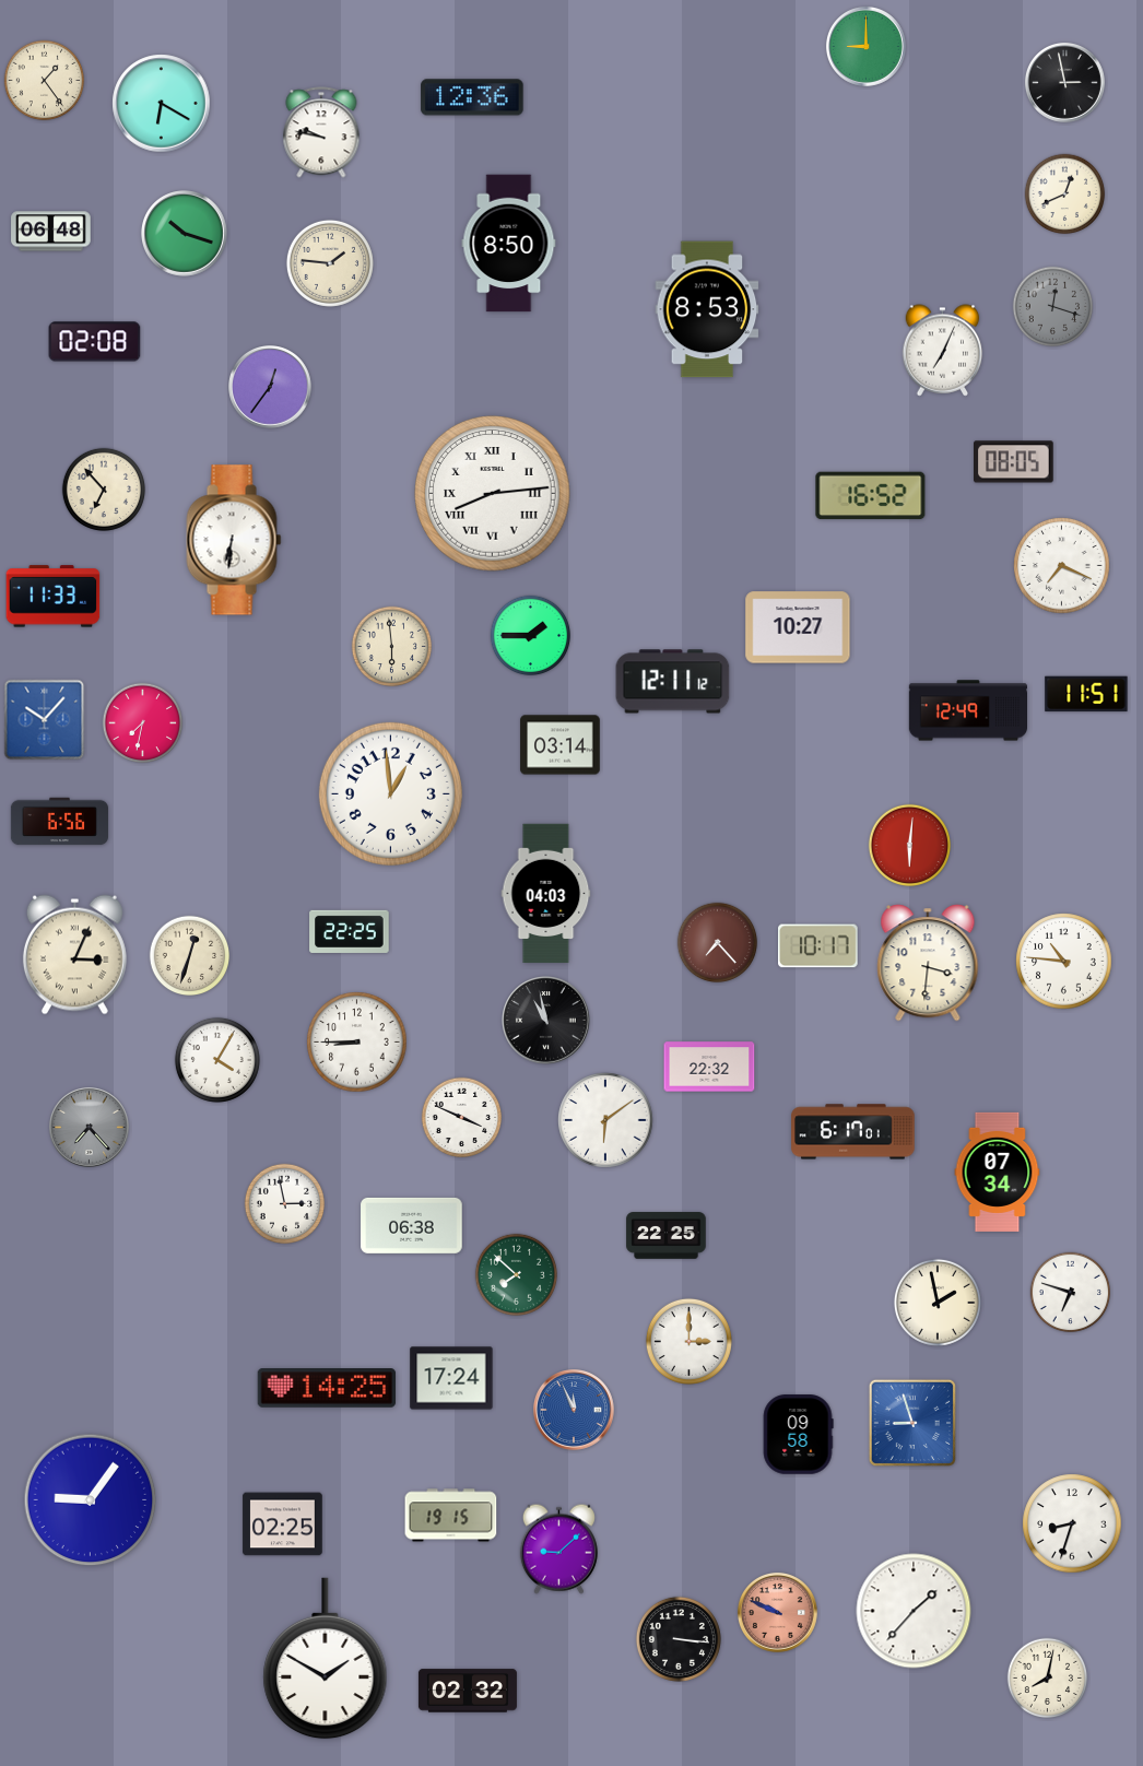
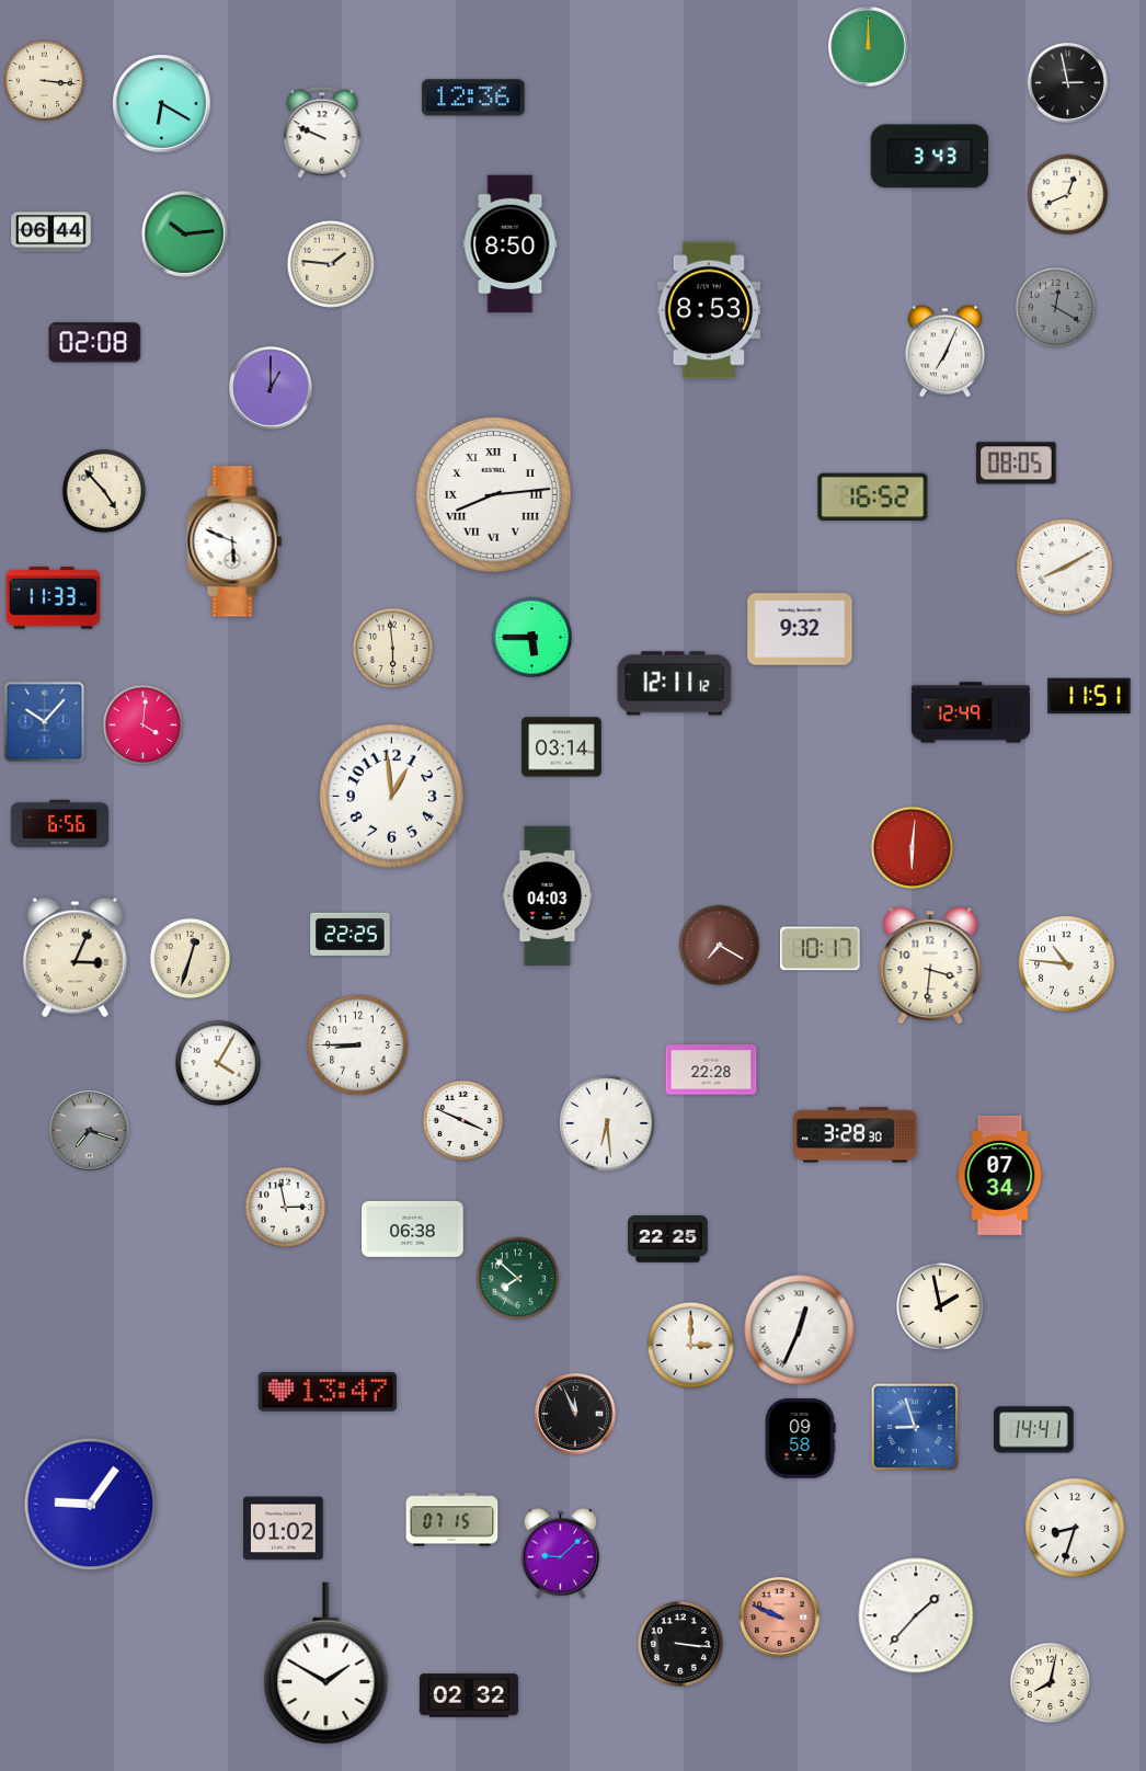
clock at (865, 46): 9:00 -> 12:00
clock at (45, 81): 1:24 -> 3:16
clock at (321, 132): 9:47 -> 9:49
clock at (929, 157): none -> 3:43
clock at (51, 232): 06:48 -> 06:44
clock at (185, 234): 10:18 -> 10:14
clock at (1053, 307): 12:18 -> 12:20
clock at (271, 388): 12:36 -> 1:00
clock at (103, 488): 6:53 -> 4:53
clock at (234, 540): 6:31 -> 5:49
clock at (1062, 566): 7:19 -> 8:10
clock at (798, 627): 10:27 -> 9:32
clock at (531, 636): 1:45 -> 5:45
clock at (143, 723): 7:32 -> 4:01
clock at (718, 943): 7:23 -> 7:20
clock at (546, 1021): 10:58 -> none
clock at (709, 1067): 22:32 -> 22:28
clock at (605, 1120): 6:09 -> 6:29
clock at (89, 1127): 7:23 -> 7:18
clock at (853, 1132): 6:17 -> 3:28
clock at (1071, 1293): 6:48 -> none
clock at (800, 1330): none -> 12:34
clock at (451, 1378): 17:24 -> none
clock at (327, 1389): 14:25 -> 13:47
clock at (575, 1411) dial: blue -> black
clock at (1034, 1430): none -> 14:41
clock at (451, 1516): 19:15 -> 07:15
clock at (283, 1524): 02:25 -> 01:02
